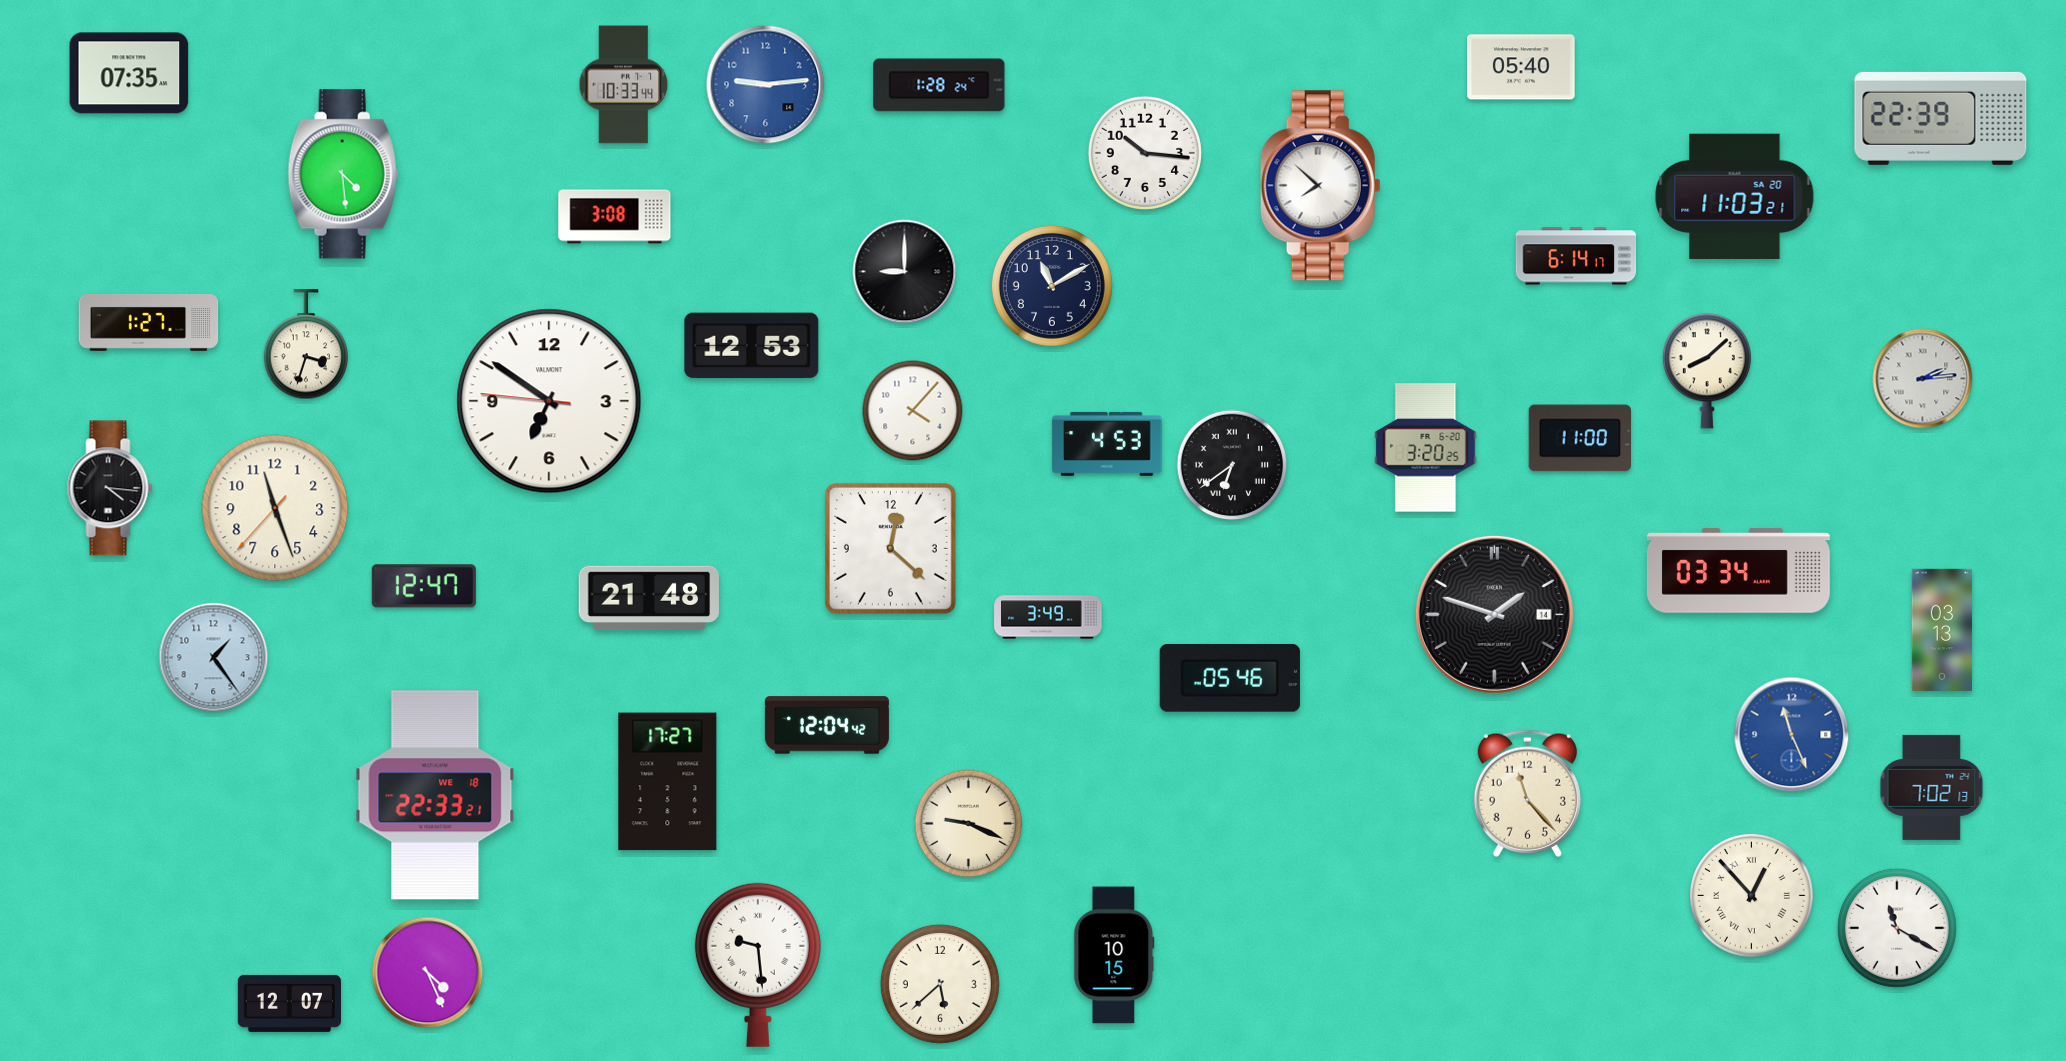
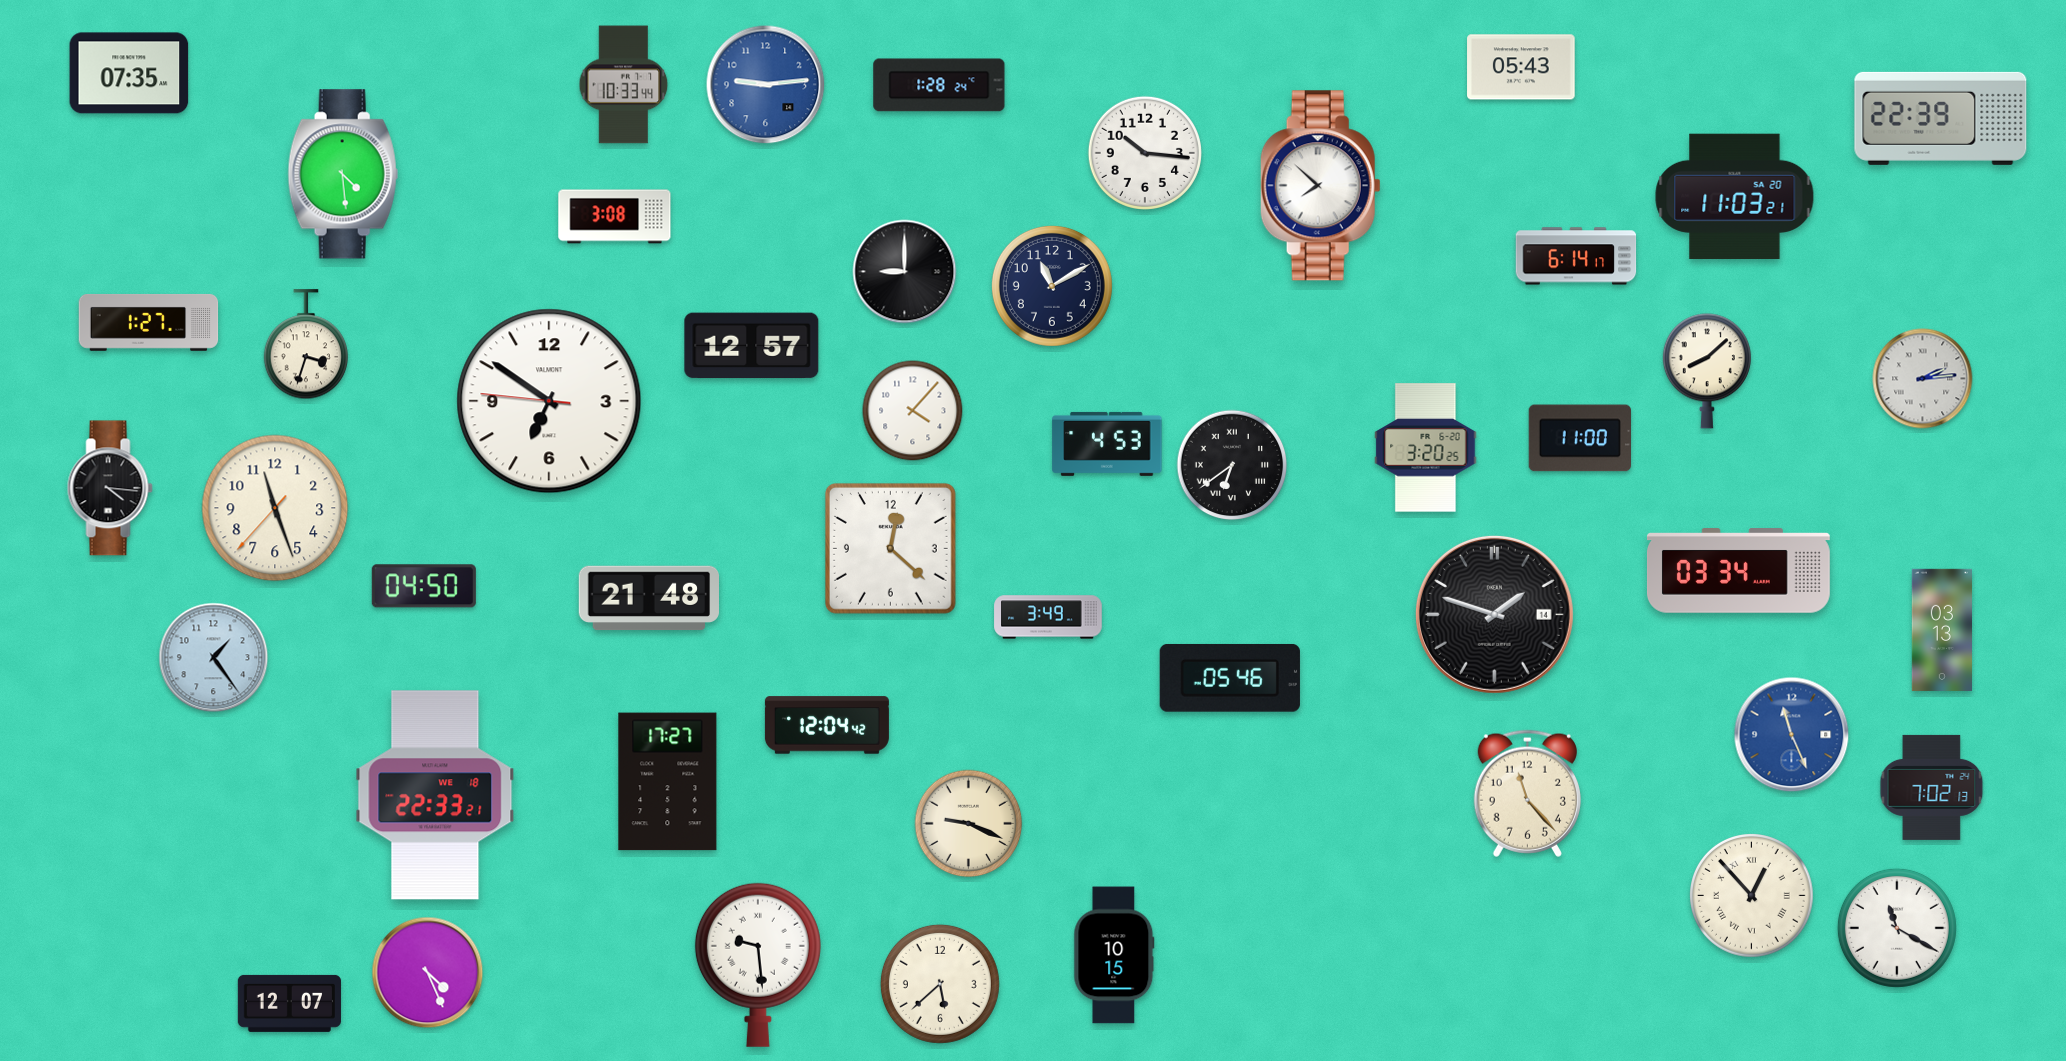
clock at (1521, 67): 05:40 -> 05:43
clock at (752, 346): 12:53 -> 12:57
clock at (424, 586): 12:47 -> 04:50
